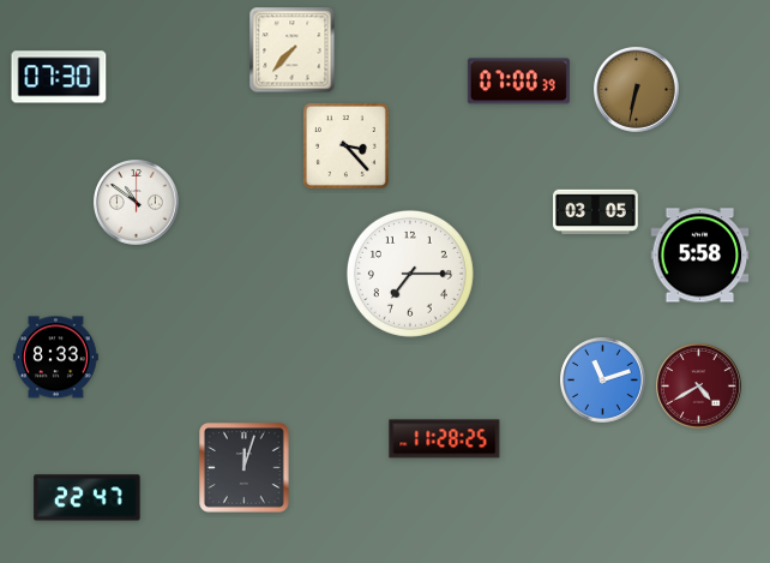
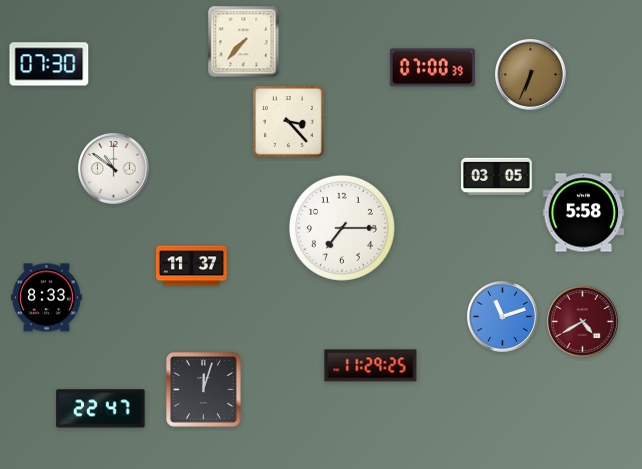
clock at (637, 90): 6:32 -> 6:34
clock at (192, 266): none -> 11:37
clock at (445, 439): 11:28 -> 11:29
clock at (88, 498) position: (88, 498) -> (101, 409)
